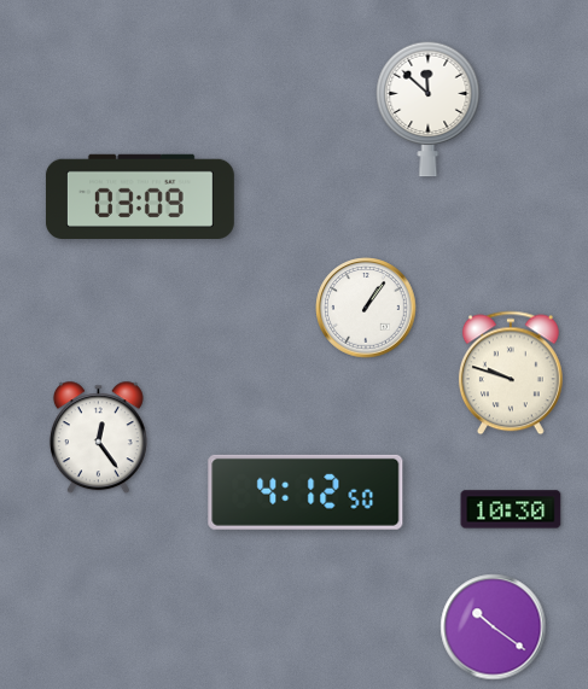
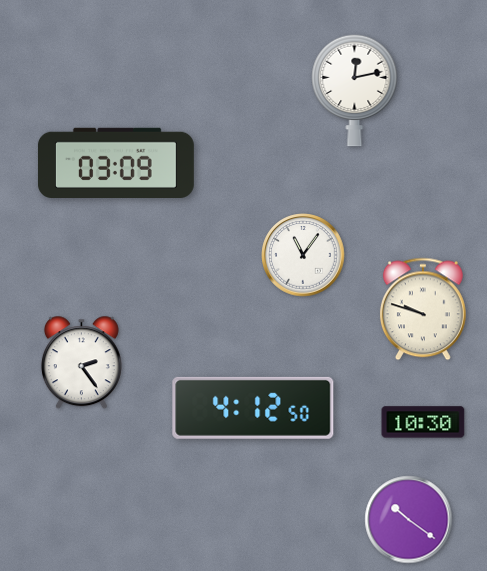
clock at (429, 109): 11:52 -> 12:13
clock at (366, 308): 1:06 -> 11:06
clock at (98, 438): 12:24 -> 2:24
